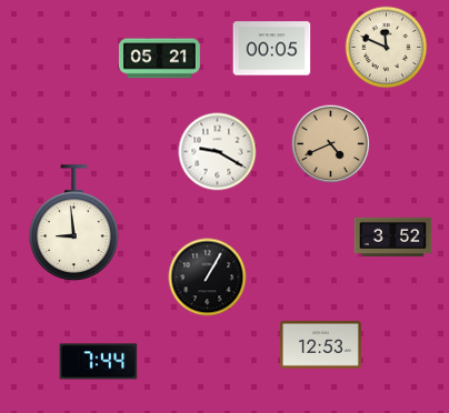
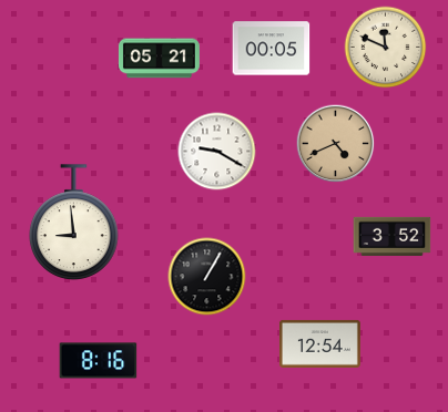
clock at (331, 144) position: (331, 144) -> (336, 144)
clock at (320, 344): 12:53 -> 12:54
clock at (99, 362): 7:44 -> 8:16
